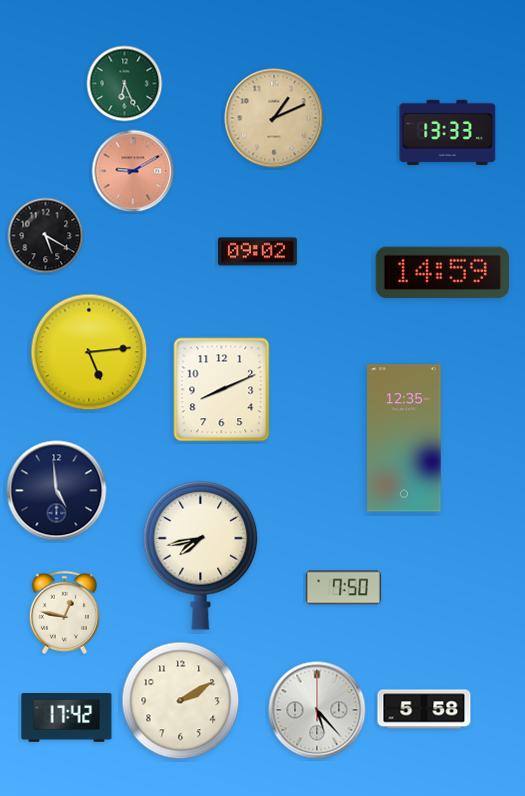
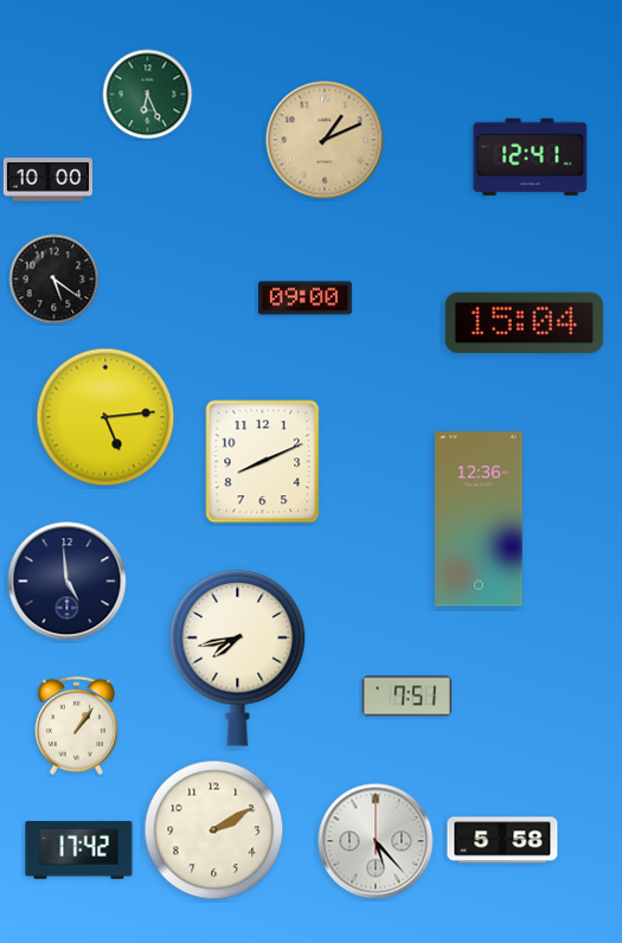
clock at (125, 84) position: (125, 84) -> (148, 95)
clock at (448, 132): 13:33 -> 12:41
clock at (47, 180): none -> 10:00
clock at (133, 171): 9:10 -> none
clock at (46, 236): 5:20 -> 5:21
clock at (258, 252): 09:02 -> 09:00
clock at (442, 272): 14:59 -> 15:04
clock at (404, 438): 12:35 -> 12:36
clock at (343, 588): 7:50 -> 7:51
clock at (64, 612): 12:47 -> 1:06
